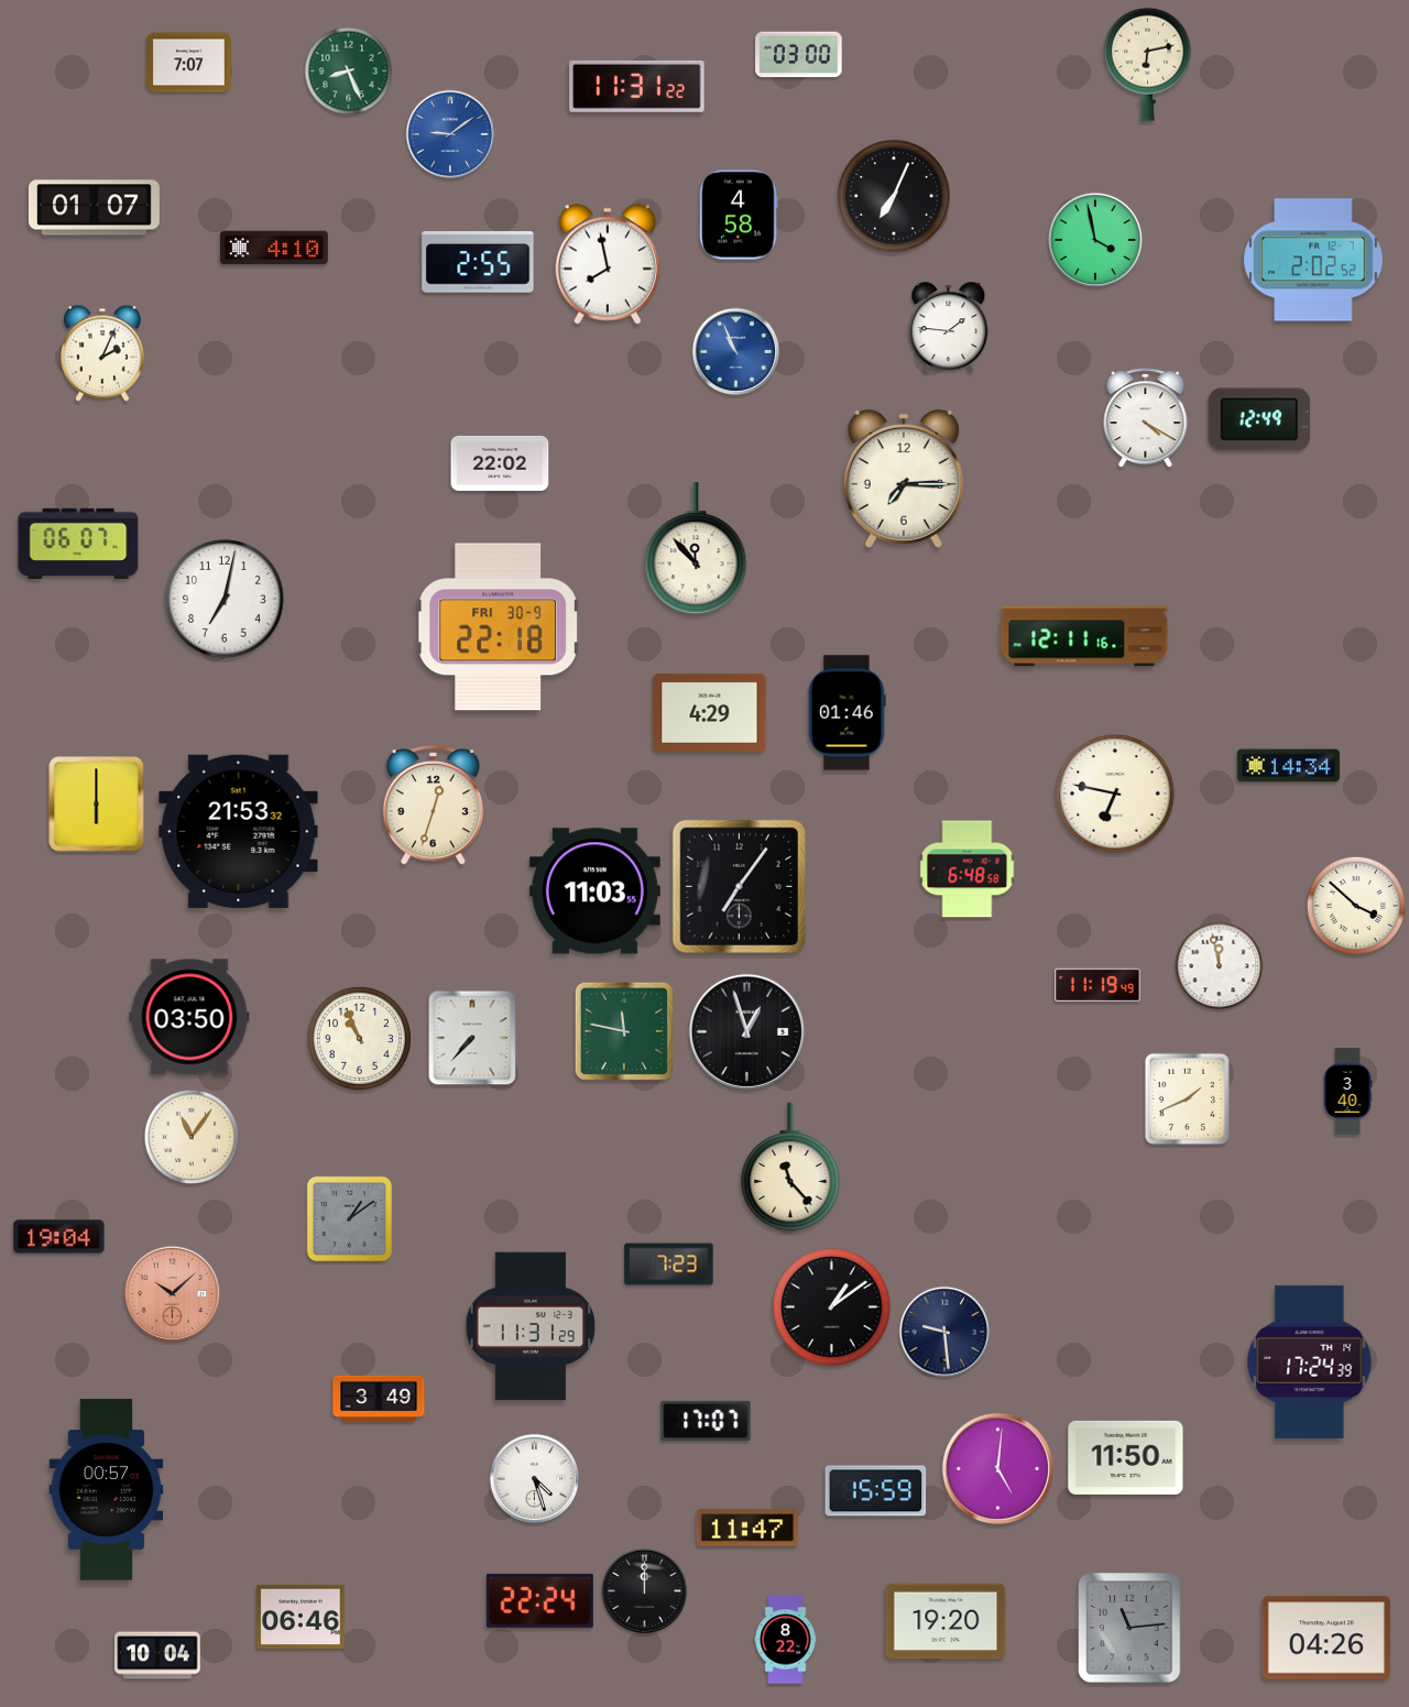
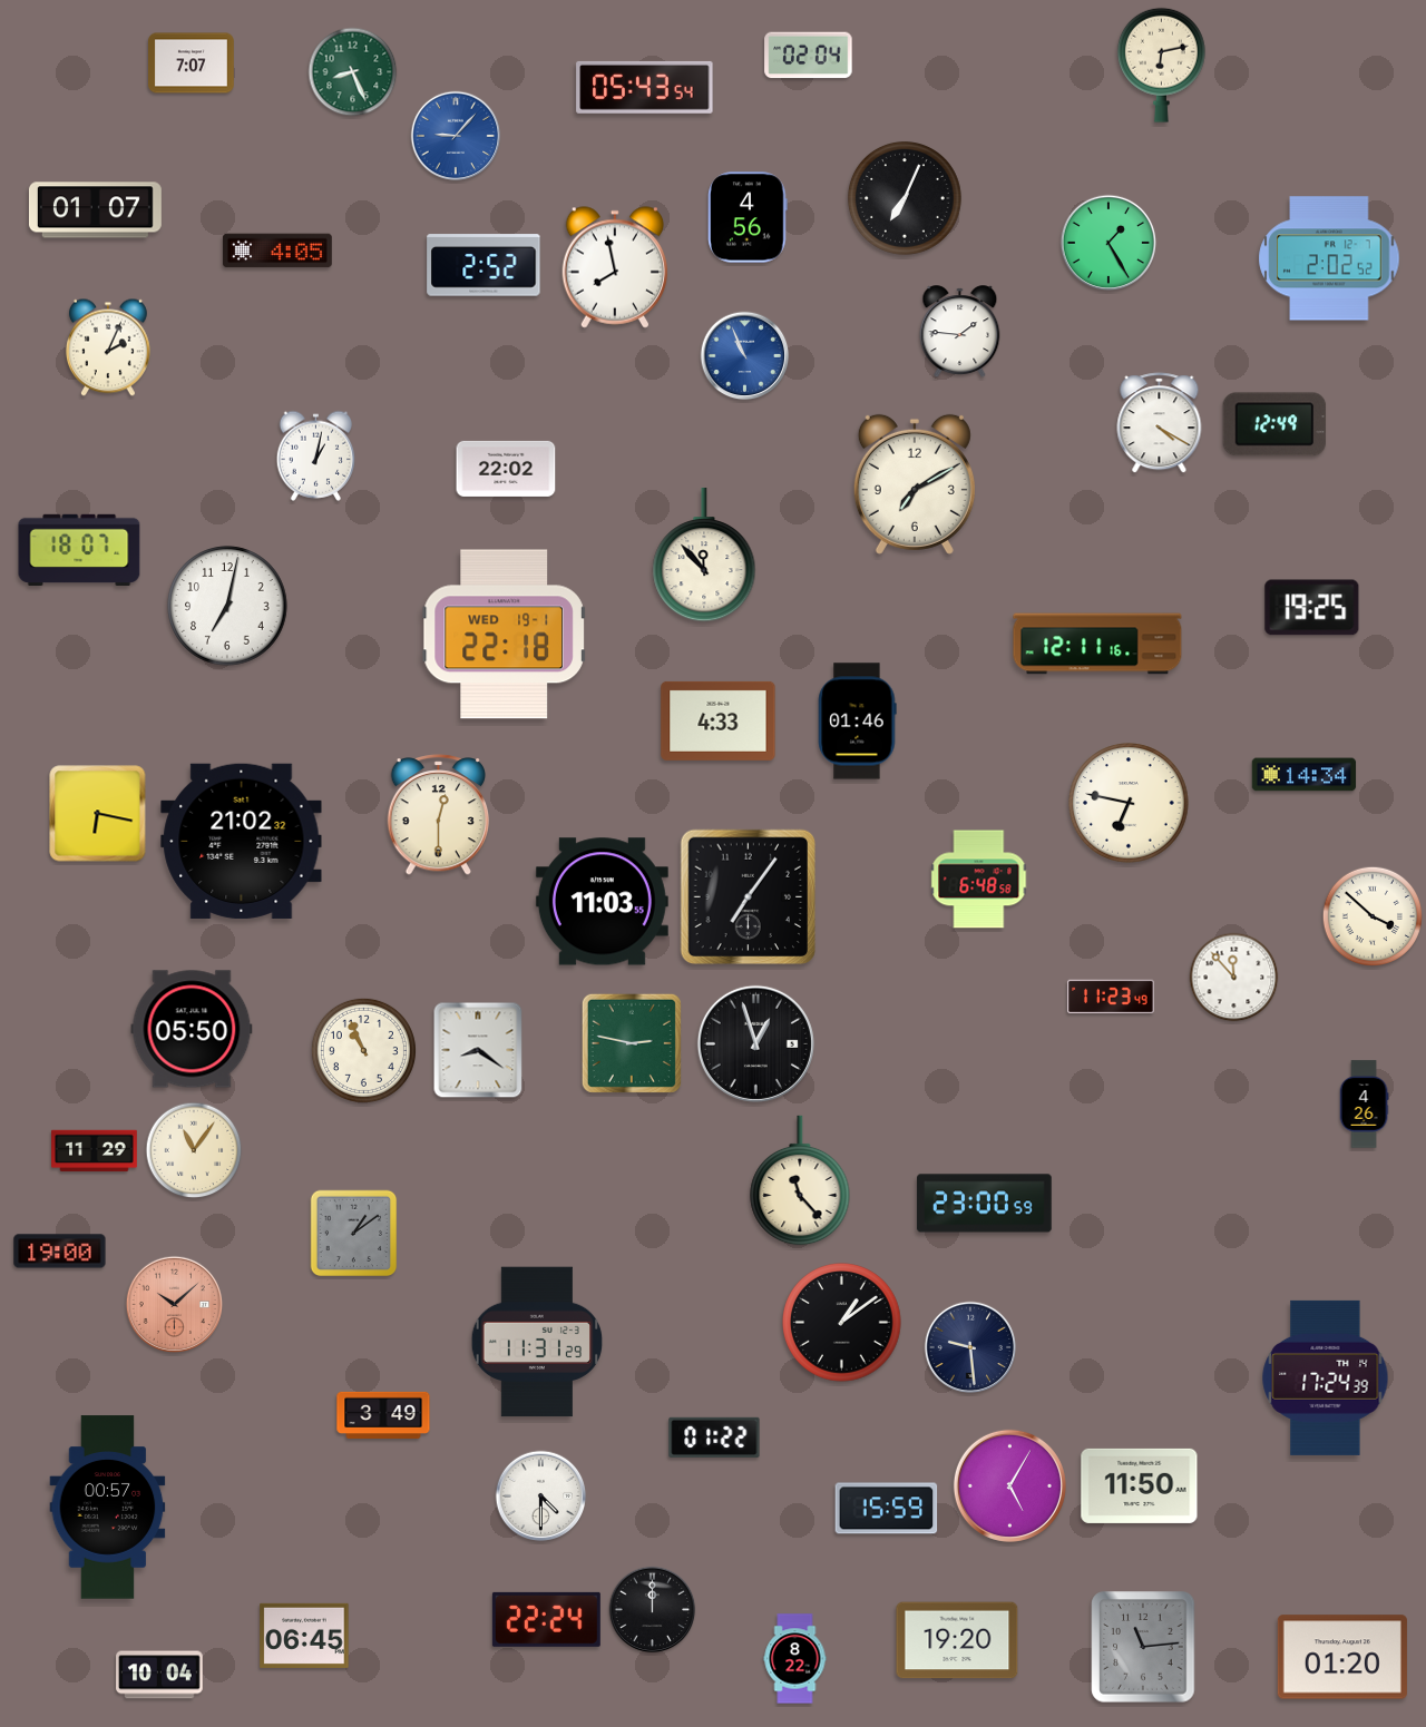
clock at (799, 55): 03:00 -> 02:04
clock at (637, 86): 11:31 -> 05:43
clock at (450, 134): 9:09 -> 9:07
clock at (739, 215): 4:58 -> 4:56
clock at (1095, 240): 3:58 -> 1:25
clock at (274, 248): 4:10 -> 4:05
clock at (1313, 260) position: (1313, 260) -> (1329, 258)
clock at (478, 262): 2:55 -> 2:52
clock at (102, 353) position: (102, 353) -> (108, 347)
clock at (316, 455): none -> 1:02
clock at (904, 479): 7:15 -> 7:10
clock at (78, 543): 06:07 -> 18:07
clock at (1312, 608): none -> 19:25
clock at (499, 627) date: FRI 30-9 -> WED 19-1
clock at (710, 712): 4:29 -> 4:33
clock at (97, 805): 6:00 -> 6:17
clock at (433, 806): 12:33 -> 12:30
clock at (239, 831): 21:53 -> 21:02
clock at (1220, 966): 11:58 -> 11:53
clock at (1097, 985): 11:19 -> 11:23
clock at (189, 1017): 03:50 -> 05:50
clock at (624, 1031): 11:47 -> 2:47
clock at (472, 1038): 7:37 -> 8:21
clock at (1347, 1092): 3:40 -> 4:26
clock at (1187, 1099): 1:41 -> none
clock at (95, 1151): none -> 11:29
clock at (985, 1204): none -> 23:00
clock at (59, 1237): 19:04 -> 19:00
clock at (669, 1265): 7:23 -> none
clock at (173, 1294) position: (173, 1294) -> (175, 1305)
clock at (944, 1332) position: (944, 1332) -> (970, 1347)
clock at (706, 1421): 17:07 -> 01:22
clock at (1126, 1457) position: (1126, 1457) -> (1140, 1485)
clock at (997, 1468): 5:01 -> 5:05
clock at (535, 1479): 4:27 -> 4:30
clock at (747, 1528): 11:47 -> none
clock at (301, 1617): 06:46 -> 06:45
clock at (1326, 1638): 04:26 -> 01:20
